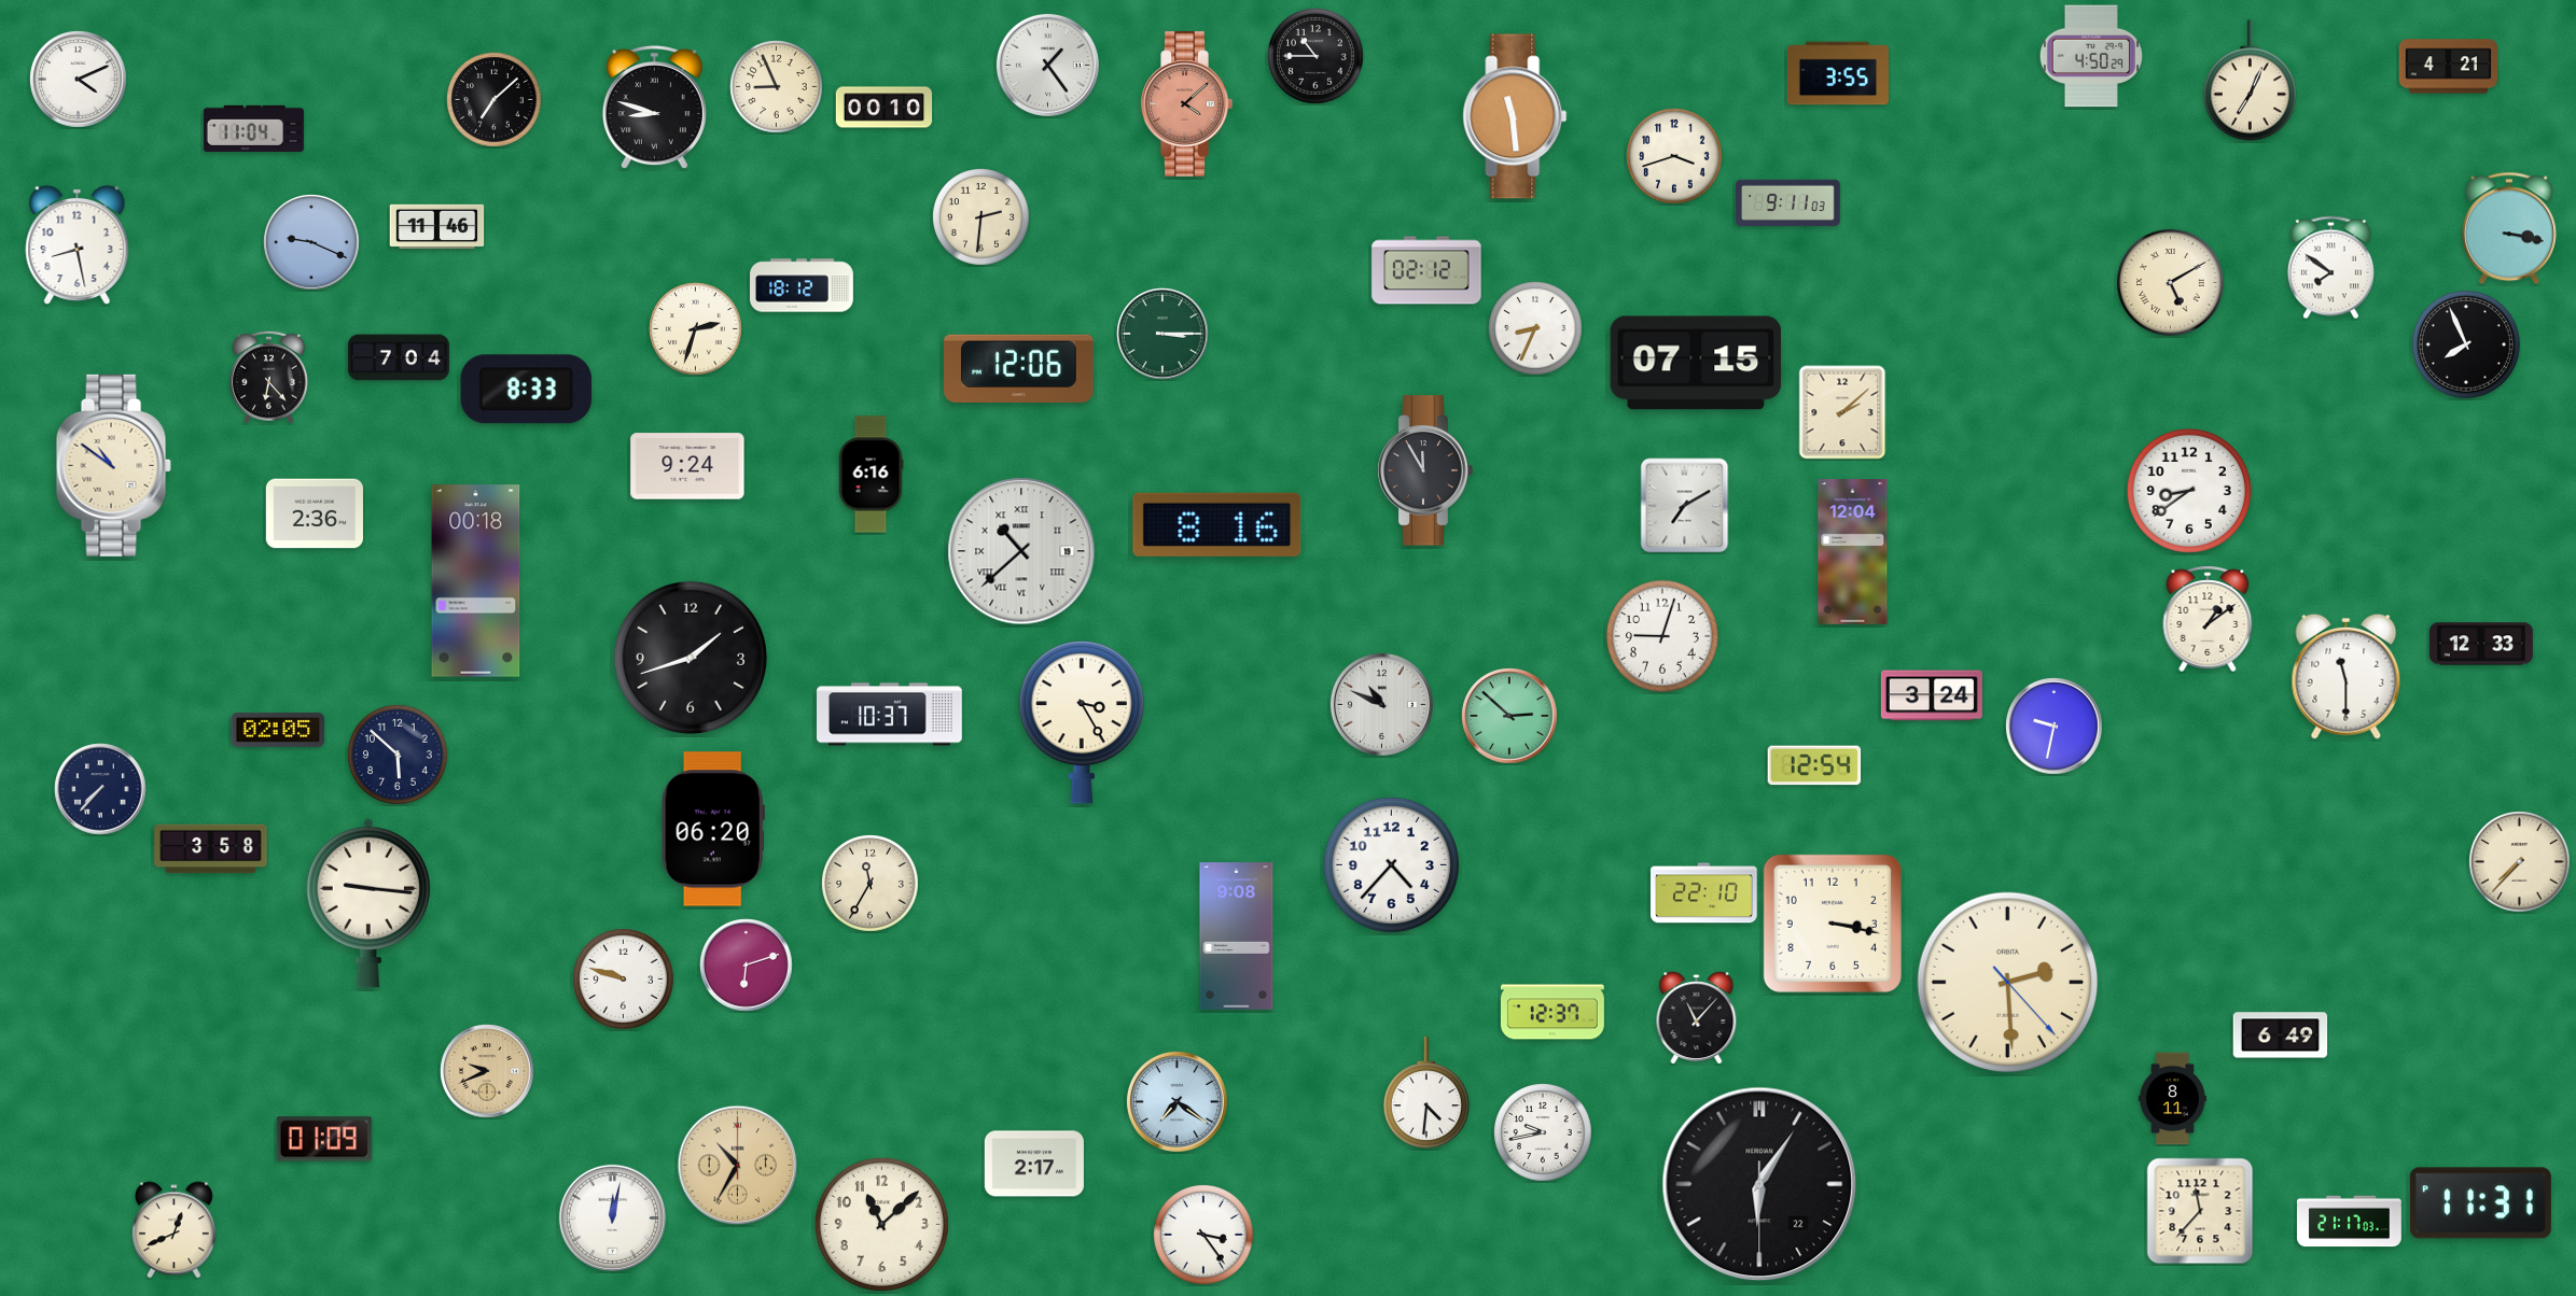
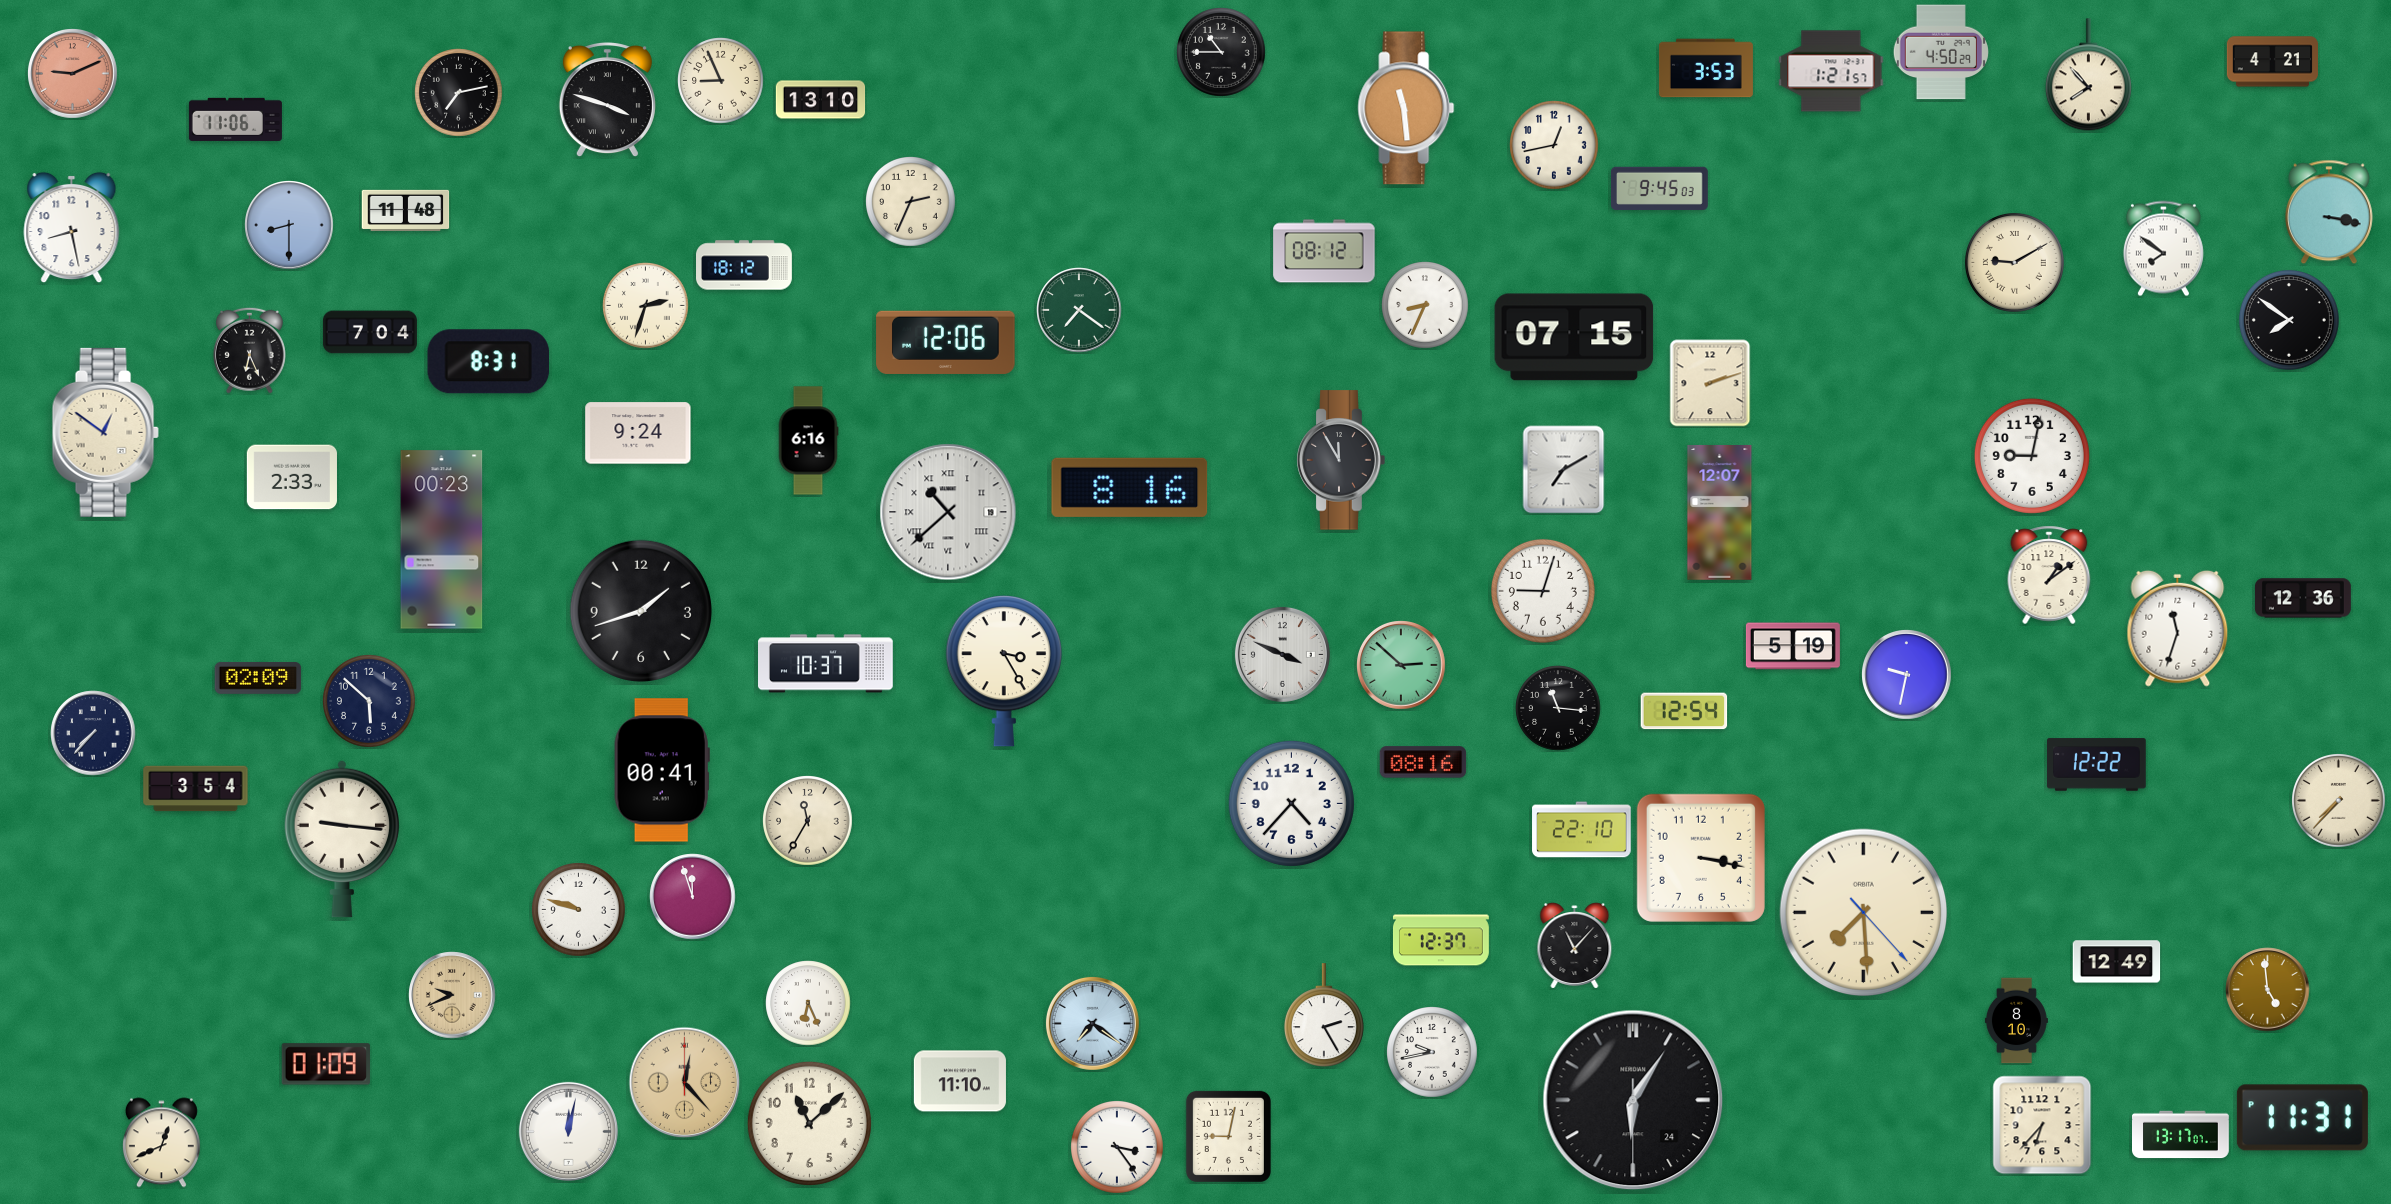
clock at (1047, 65): 1:24 -> none
clock at (1838, 73): 3:55 -> 3:53
clock at (1831, 71): none -> 1:21
clock at (79, 80): 4:11 -> 9:11
clock at (79, 80) dial: white -> salmon
clock at (2250, 81): 7:04 -> 7:53
clock at (495, 100): 7:08 -> 7:13
clock at (1186, 103): 4:08 -> none
clock at (885, 108): 00:10 -> 13:10
clock at (654, 109): 8:48 -> 3:48
clock at (253, 128): 11:04 -> 11:06
clock at (1674, 156): 3:42 -> 12:43
clock at (1787, 202): 9:11 -> 9:45
clock at (981, 217): 2:31 -> 2:34
clock at (437, 226): 11:46 -> 11:48
clock at (311, 242): 9:19 -> 8:30
clock at (1426, 270): 02:12 -> 08:12
clock at (2170, 282): 5:10 -> 9:10
clock at (1162, 334): 3:15 -> 7:21
clock at (2466, 344): 7:56 -> 7:51
clock at (268, 377): 6:23 -> 6:26
clock at (527, 390): 8:33 -> 8:31
clock at (1842, 412): 2:08 -> 2:12
clock at (113, 465): 10:51 -> 12:51
clock at (1425, 470) position: (1425, 470) -> (1341, 460)
clock at (2189, 491): 8:39 -> 9:02
clock at (315, 513): 2:36 -> 2:33
clock at (1853, 552): 12:04 -> 12:07
clock at (476, 581): 00:18 -> 00:23
clock at (2481, 644): 12:33 -> 12:36
clock at (2347, 676): 11:30 -> 11:33
clock at (1932, 695): 3:24 -> 5:19
clock at (1381, 704): 10:49 -> 3:49
clock at (278, 730): 02:05 -> 02:09
clock at (1558, 708): none -> 11:16
clock at (1423, 762): none -> 08:16
clock at (2097, 765): none -> 12:22
clock at (713, 829): 06:20 -> 00:41
clock at (211, 849): 3:58 -> 3:54
clock at (1237, 936): 9:08 -> none
clock at (747, 966): 6:12 -> 11:57
clock at (2008, 983): 2:29 -> 7:29
clock at (2281, 1036): 6:49 -> 12:49
clock at (2268, 990): none -> 4:59
clock at (808, 1003): none -> 6:26
clock at (1426, 1094): 4:31 -> 2:25
clock at (2172, 1099): 8:11 -> 8:10
clock at (323, 1139) position: (323, 1139) -> (325, 1064)
clock at (1034, 1164): 2:17 -> 11:10
clock at (738, 1166): 10:35 -> 12:23
clock at (1759, 1184) date: 22 -> 24
clock at (2200, 1211): 11:37 -> 6:37
clock at (2350, 1222): 21:17 -> 13:17
clock at (1228, 1136): none -> 9:02
clock at (881, 1224) position: (881, 1224) -> (809, 1123)
